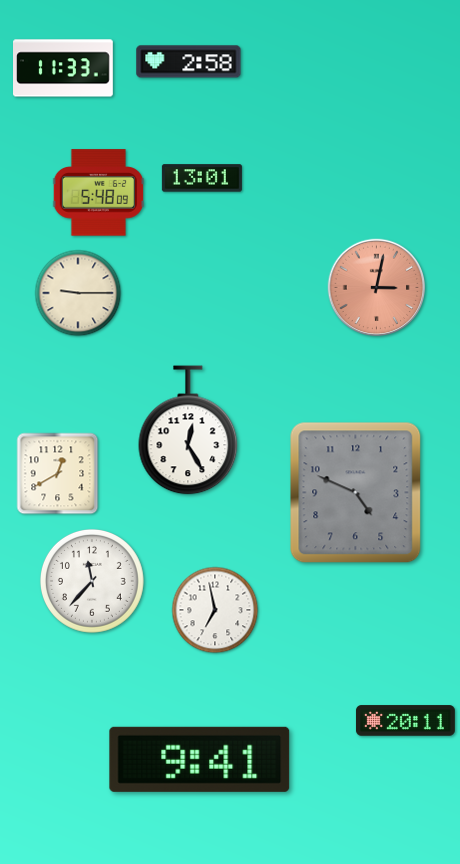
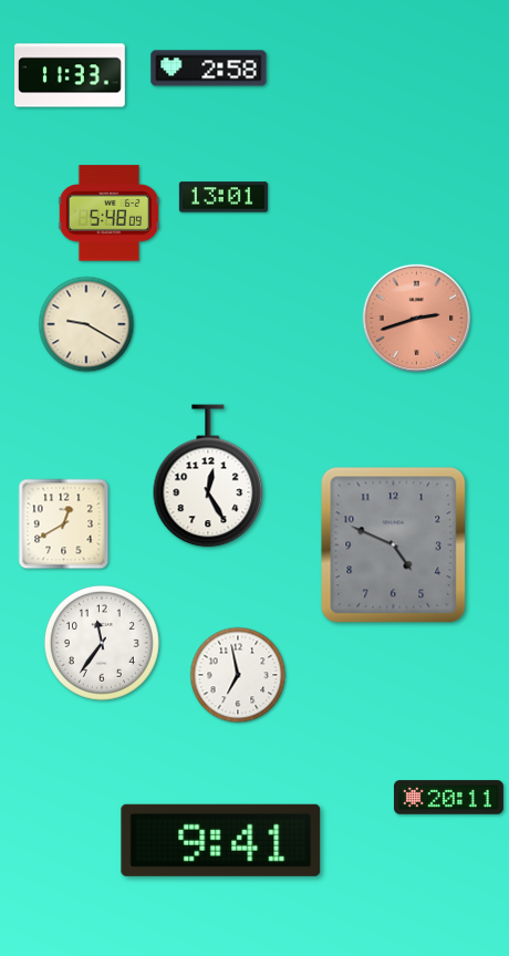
clock at (377, 288): 3:02 -> 2:42
clock at (78, 293): 9:15 -> 9:20
clock at (92, 581): 11:37 -> 11:36
